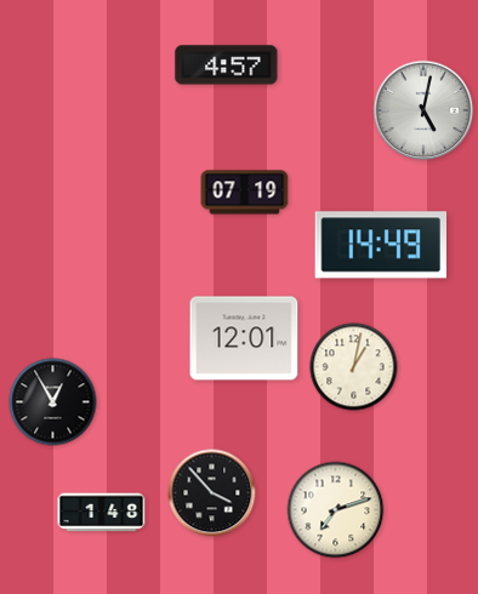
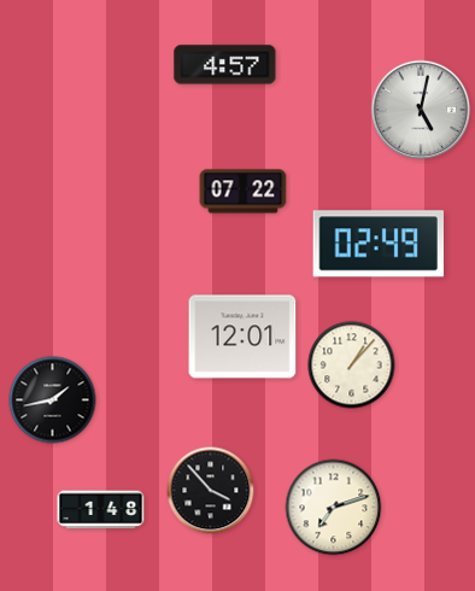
clock at (245, 193): 07:19 -> 07:22
clock at (380, 245): 14:49 -> 02:49
clock at (354, 367): 1:02 -> 1:07
clock at (53, 402): 12:55 -> 1:43
